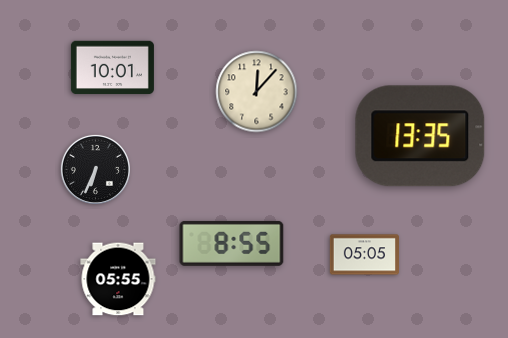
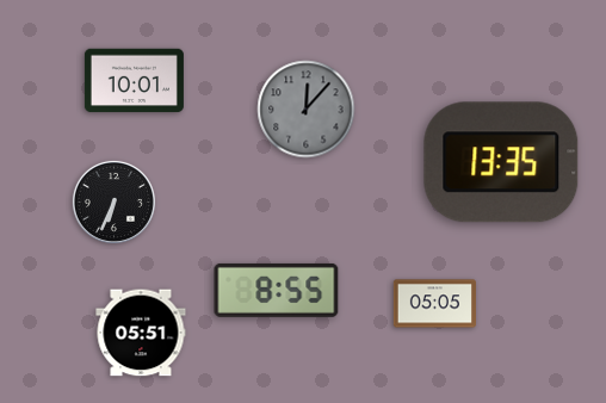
clock at (257, 92) dial: cream -> grey
clock at (118, 279): 05:55 -> 05:51
